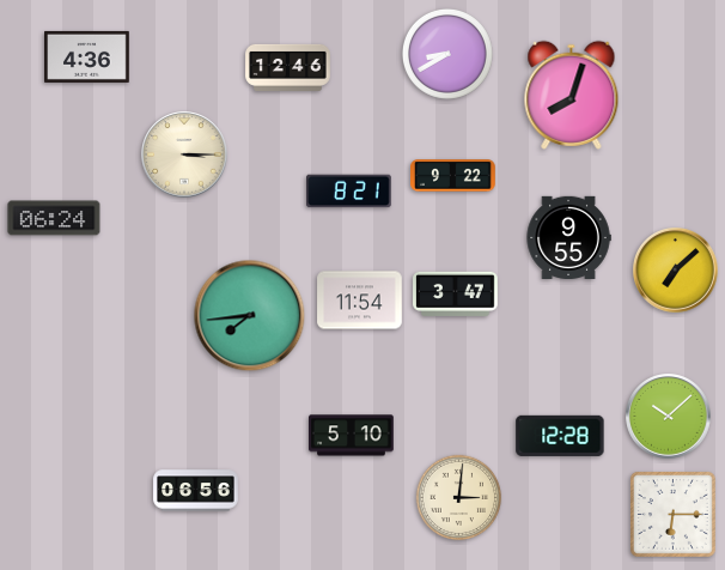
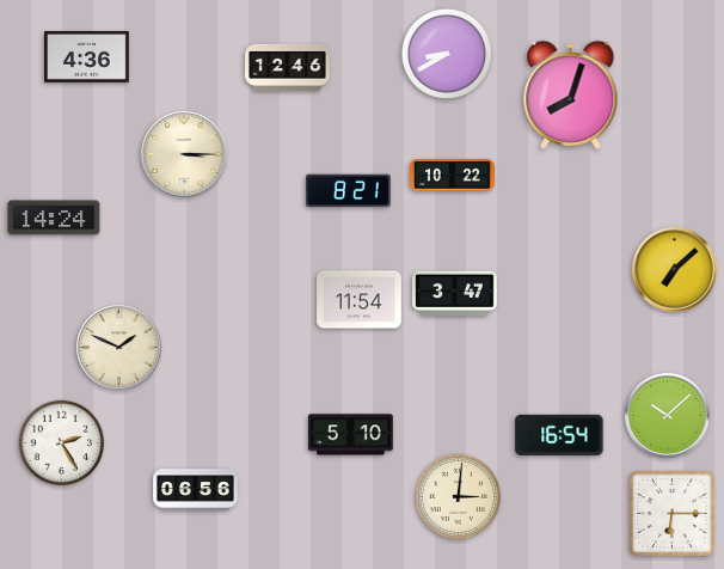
clock at (453, 176): 9:22 -> 10:22
clock at (54, 218): 06:24 -> 14:24
clock at (568, 237): 9:55 -> none
clock at (250, 316): 7:44 -> none
clock at (119, 348): none -> 1:49
clock at (560, 436): 12:28 -> 16:54
clock at (62, 443): none -> 2:25
